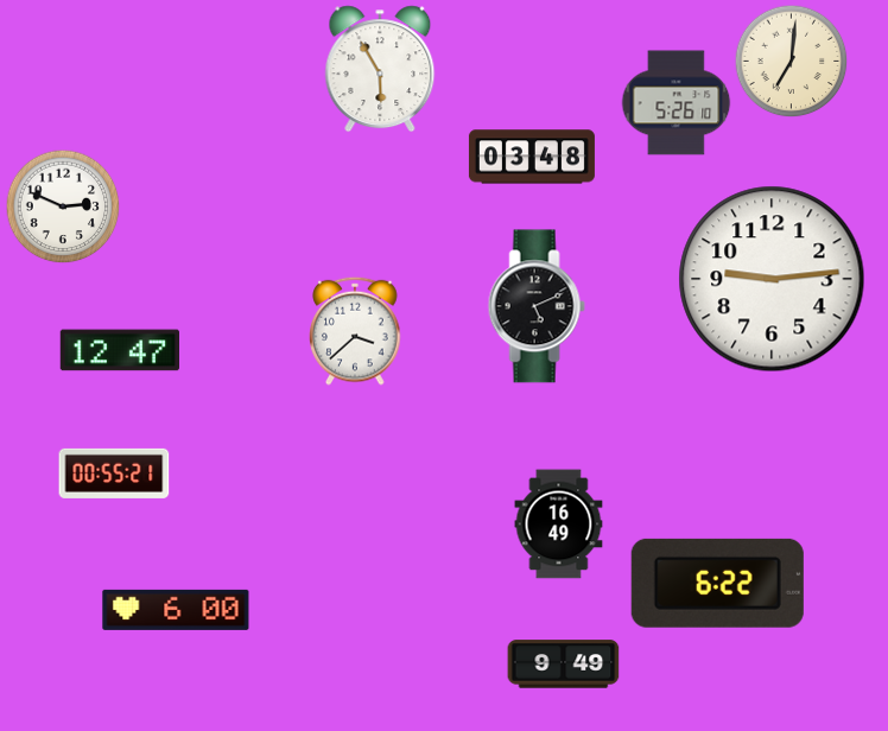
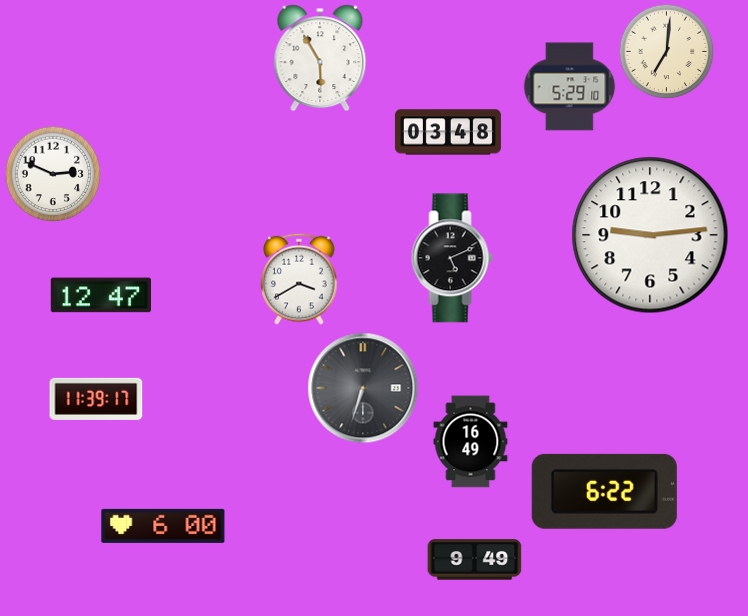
clock at (675, 103): 5:26 -> 5:29
clock at (355, 331): 3:38 -> 3:40
clock at (363, 388): none -> 6:33
clock at (114, 473): 00:55 -> 11:39
clock at (176, 610) position: (176, 610) -> (163, 526)
